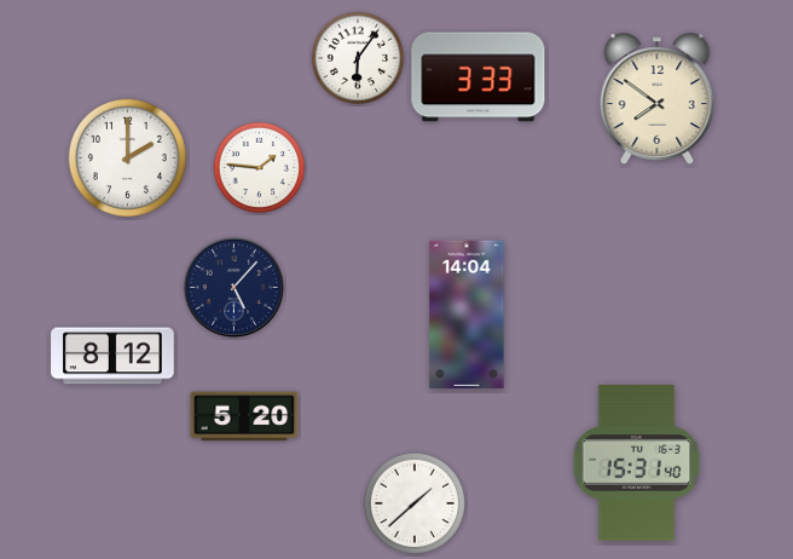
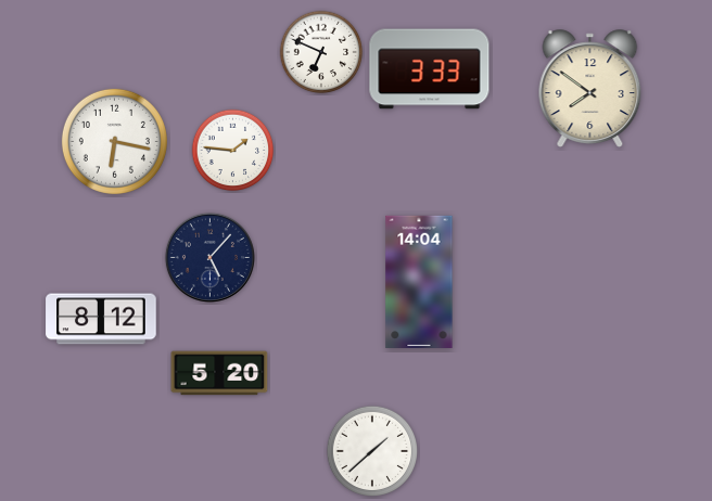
clock at (358, 58): 6:06 -> 6:49
clock at (127, 157): 2:00 -> 6:17
clock at (637, 463): 15:31 -> none
